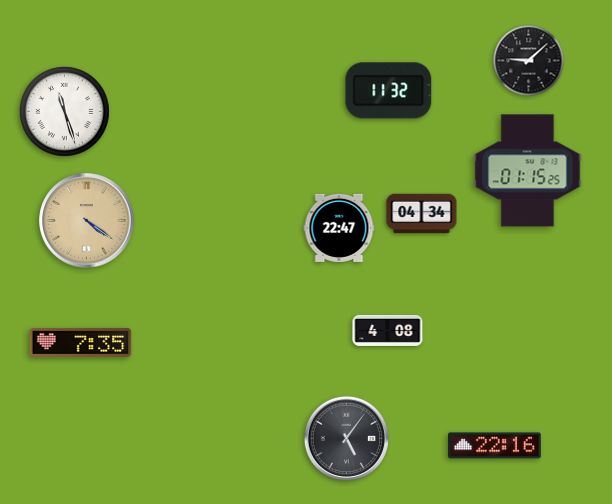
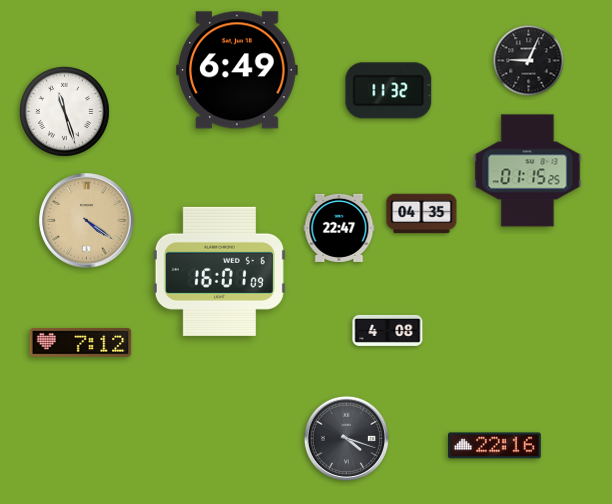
clock at (529, 61): 9:08 -> 9:04
clock at (237, 70): none -> 6:49
clock at (422, 214): 04:34 -> 04:35
clock at (219, 271): none -> 16:01
clock at (81, 343): 7:35 -> 7:12
clock at (346, 438): 5:06 -> 4:18
